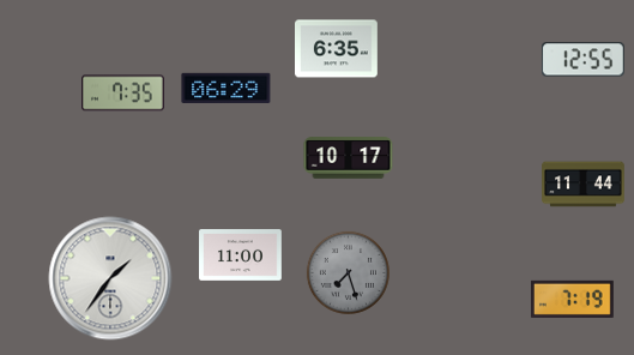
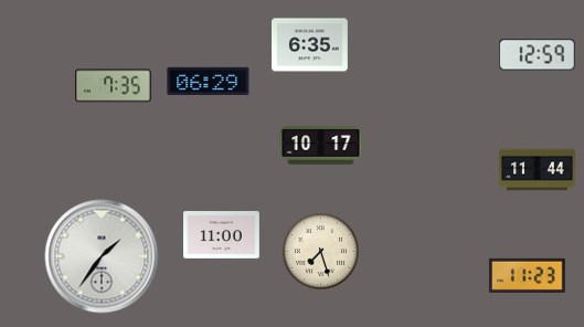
clock at (582, 60): 12:55 -> 12:59
clock at (348, 272) dial: grey -> cream
clock at (572, 299): 7:19 -> 11:23
